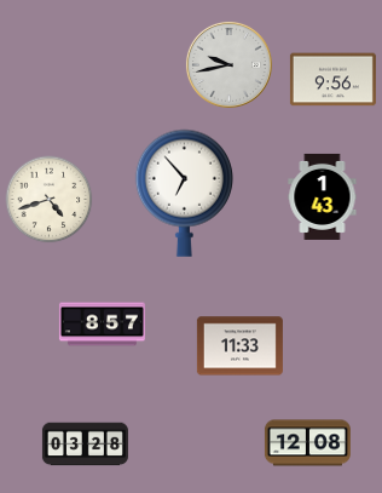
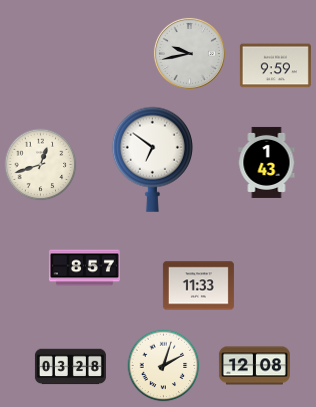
clock at (332, 80): 9:56 -> 9:59
clock at (184, 193): 6:53 -> 6:51
clock at (50, 200): 4:42 -> 12:42
clock at (164, 366): none -> 2:03
